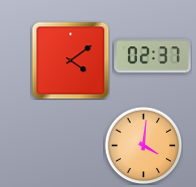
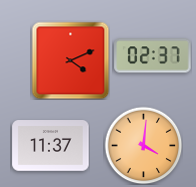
clock at (70, 60): 4:09 -> 4:11
clock at (51, 146): none -> 11:37
